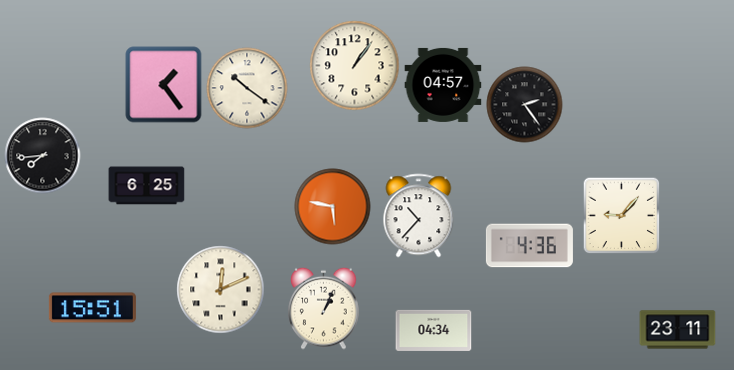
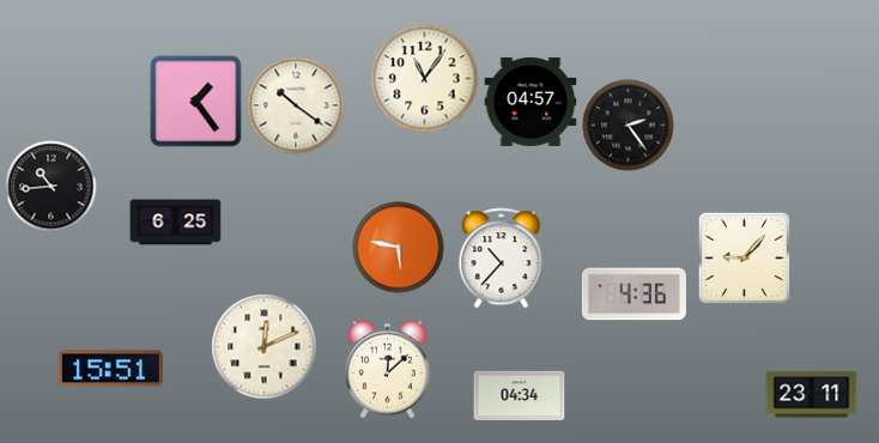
clock at (355, 66): 1:06 -> 11:06
clock at (43, 156): 7:44 -> 10:44
clock at (324, 308): 1:04 -> 12:08
